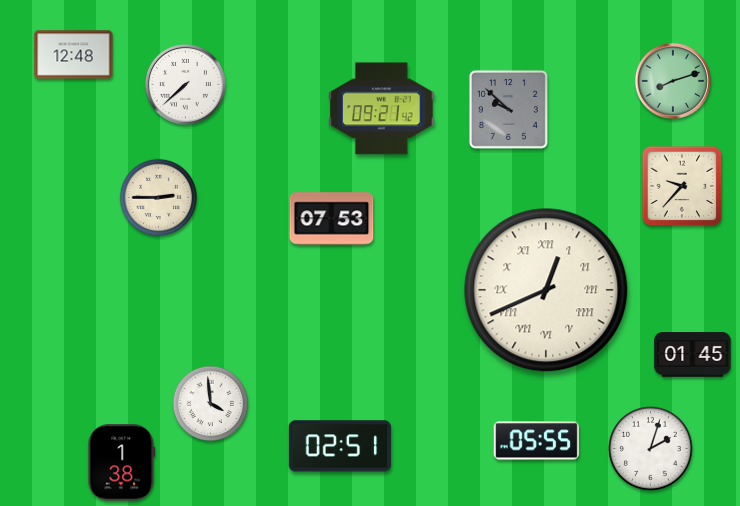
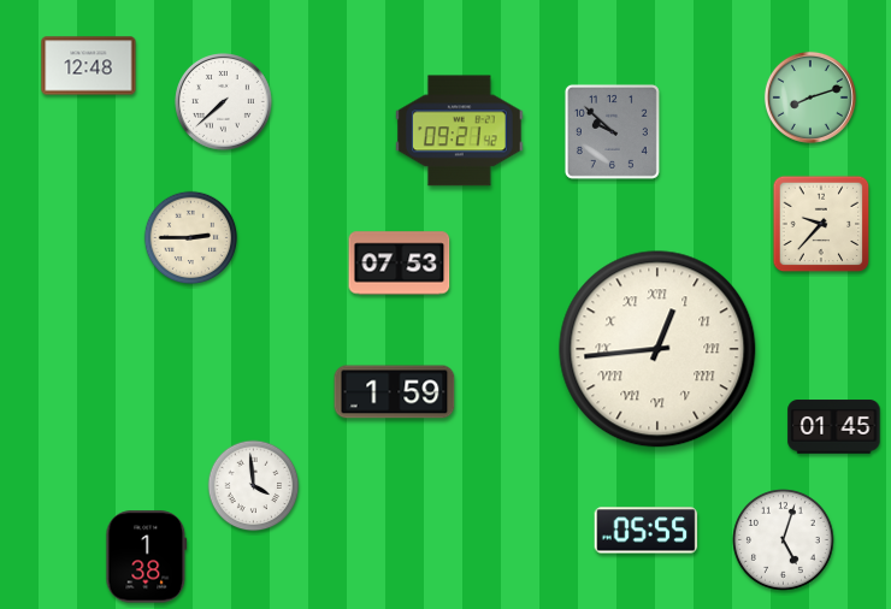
clock at (546, 290): 12:41 -> 12:44
clock at (395, 392): none -> 1:59
clock at (340, 446): 02:51 -> none
clock at (651, 449): 2:03 -> 5:03
